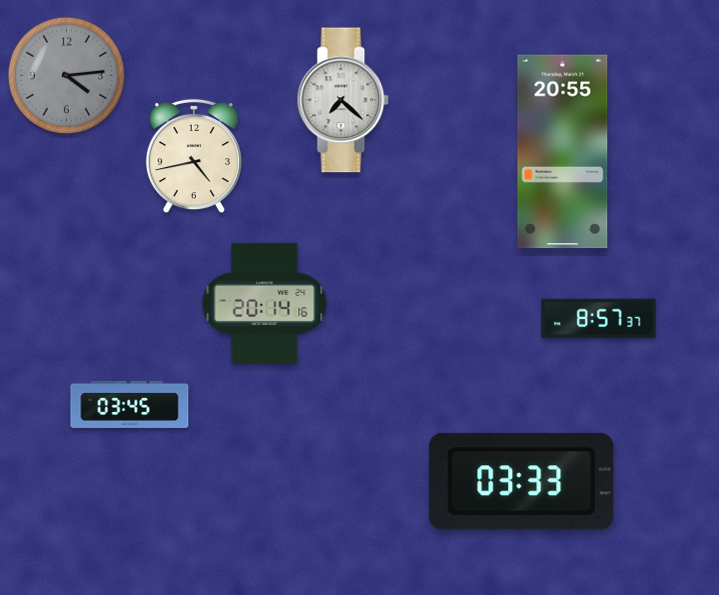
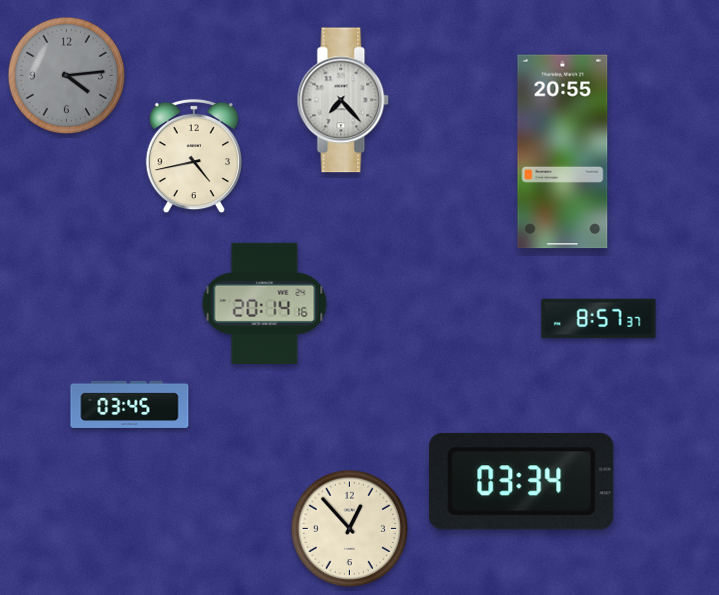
clock at (343, 100): 7:22 -> 7:23
clock at (522, 481): 03:33 -> 03:34
clock at (350, 529): none -> 12:53
